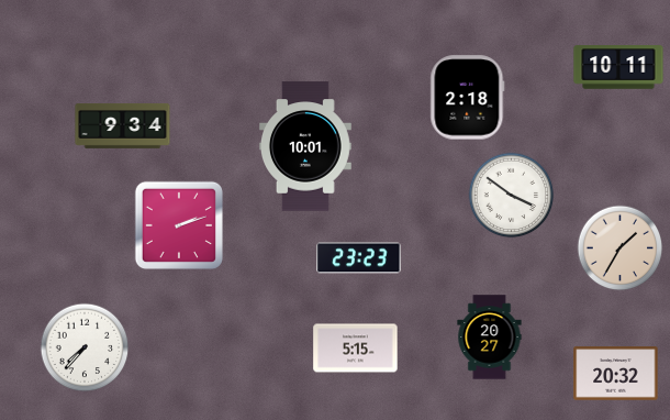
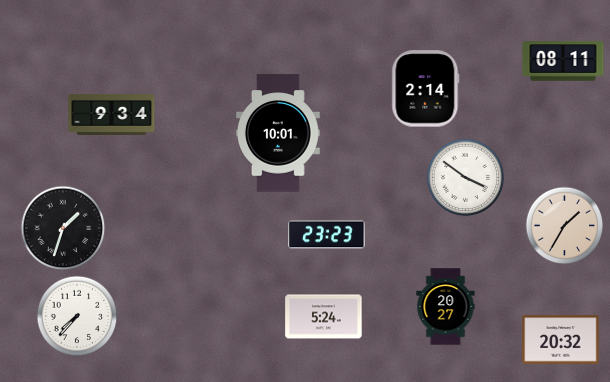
clock at (618, 67): 10:11 -> 08:11
clock at (468, 98): 2:18 -> 2:14
clock at (179, 225): 2:12 -> none
clock at (63, 228): none -> 1:33
clock at (356, 349): 5:15 -> 5:24
